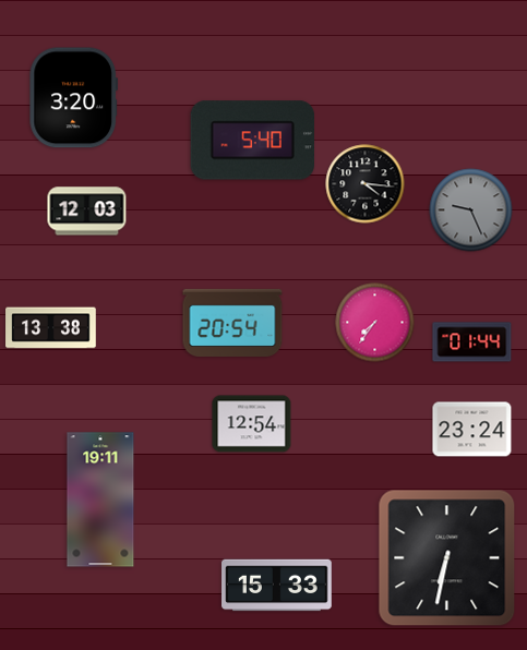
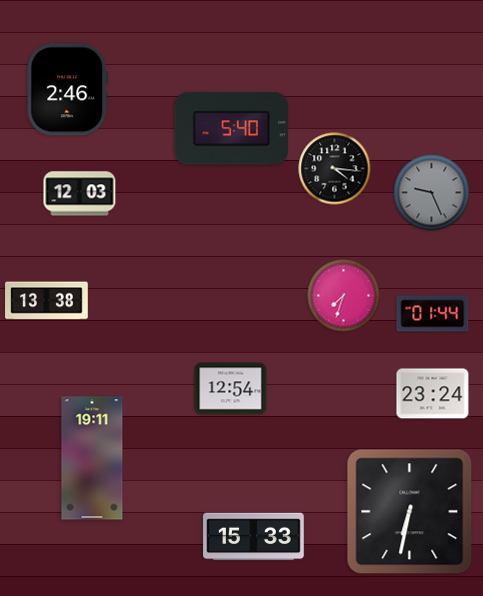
clock at (73, 98): 3:20 -> 2:46
clock at (232, 323): 20:54 -> none
clock at (375, 323): 7:36 -> 7:33
